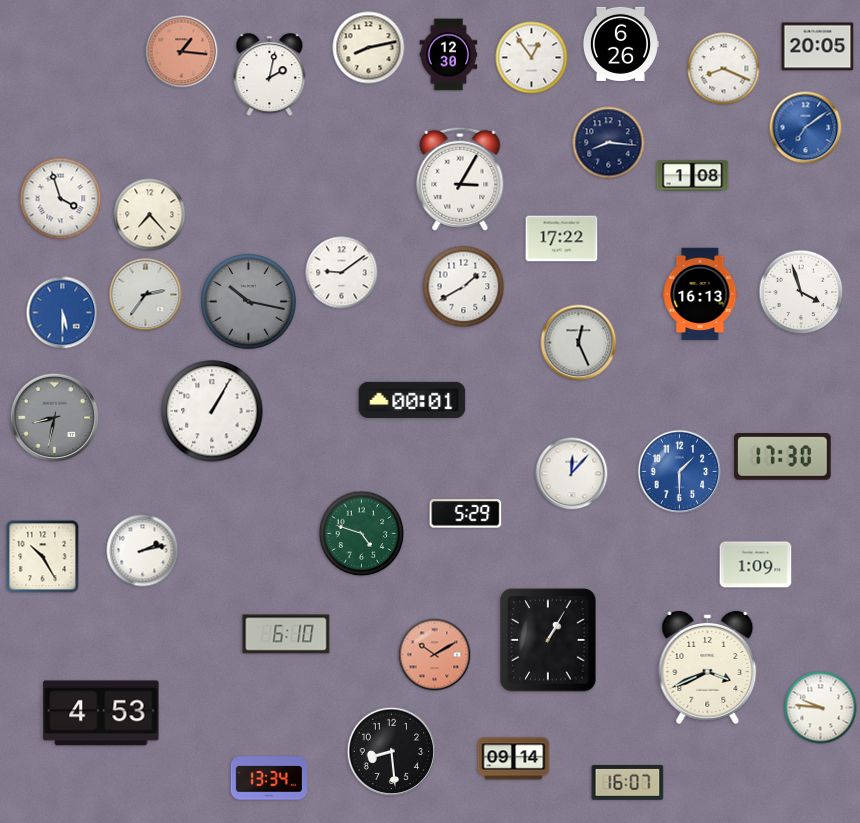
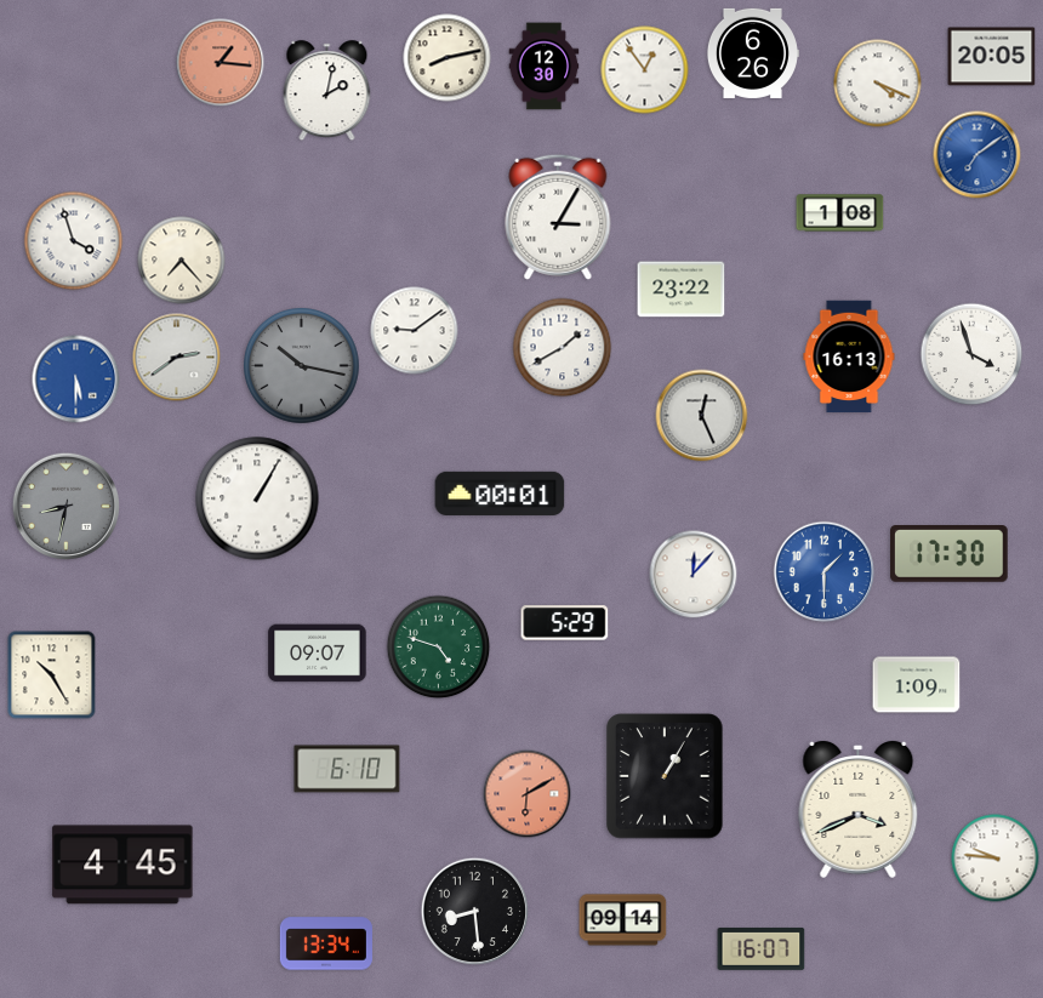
clock at (724, 69): 8:19 -> 4:19
clock at (609, 143): 8:16 -> none
clock at (562, 239): 17:22 -> 23:22
clock at (146, 295): 2:36 -> 2:39
clock at (412, 400) position: (412, 400) -> (500, 494)
clock at (318, 654): none -> 09:07
clock at (143, 551): 2:13 -> none
clock at (435, 655): 10:10 -> 6:10
clock at (101, 713): 4:53 -> 4:45
